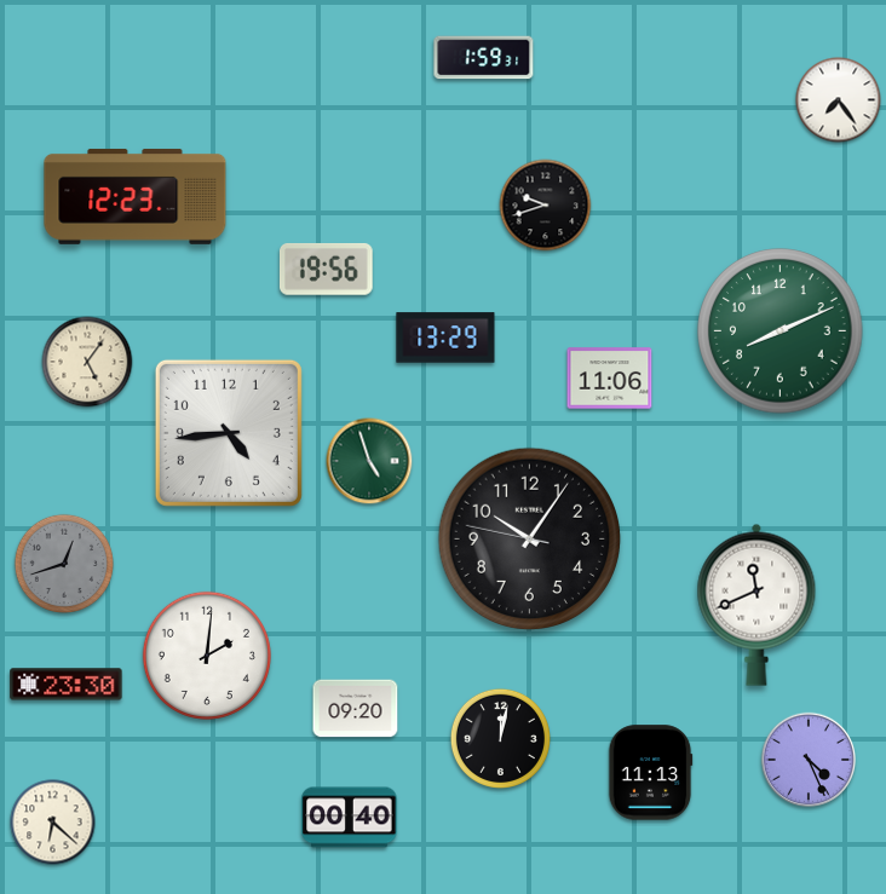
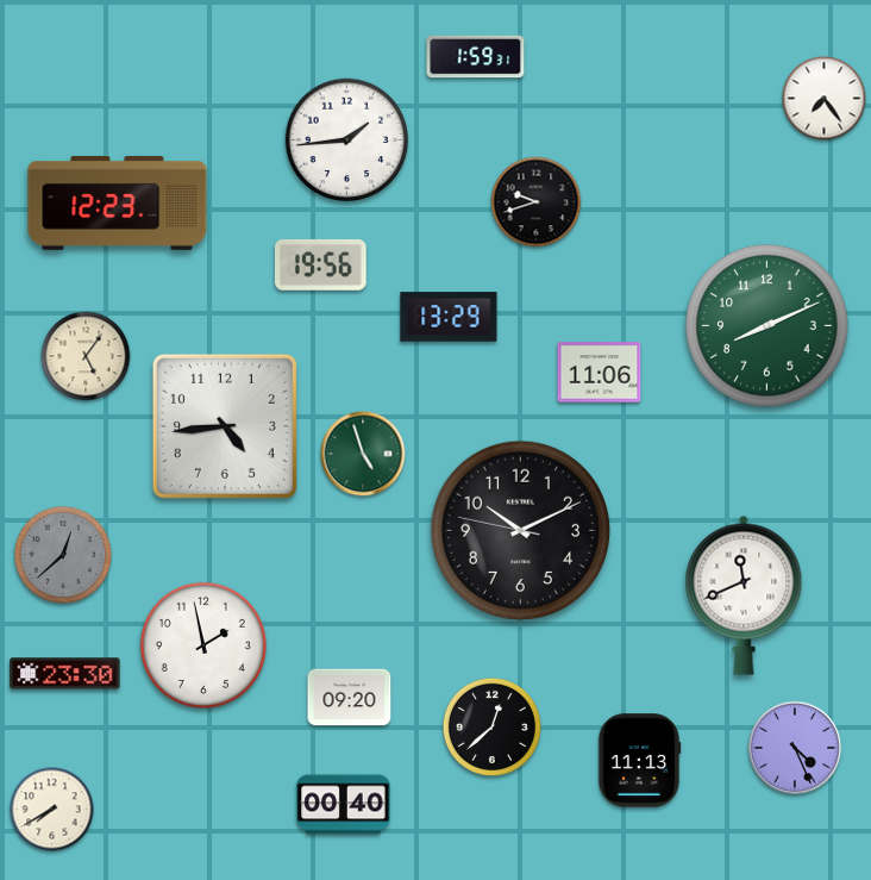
clock at (347, 141): none -> 1:44
clock at (136, 196) position: (136, 196) -> (118, 202)
clock at (445, 338) position: (445, 338) -> (449, 317)
clock at (530, 540): 10:05 -> 10:10
clock at (63, 563): 12:42 -> 12:38
clock at (207, 656): 2:01 -> 1:58
clock at (500, 738): 12:02 -> 12:38
clock at (53, 823): 6:22 -> 7:40
